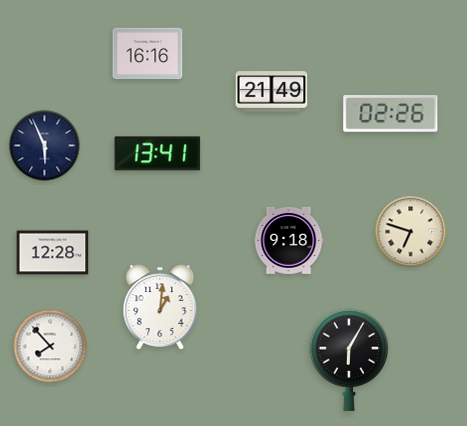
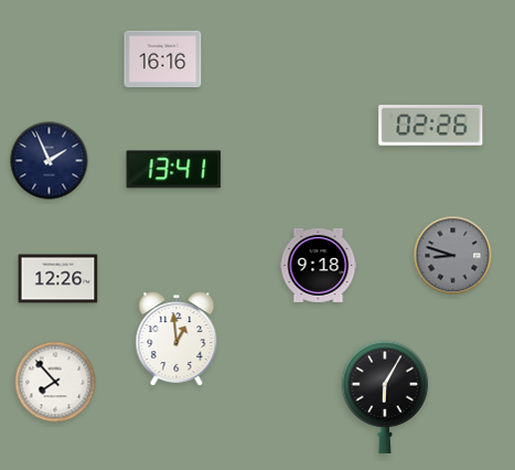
clock at (272, 92): 21:49 -> none
clock at (45, 146): 5:56 -> 1:56
clock at (411, 232): 6:48 -> 8:48
clock at (411, 232) dial: cream -> grey
clock at (53, 253): 12:28 -> 12:26
clock at (160, 307): 1:01 -> 12:59
